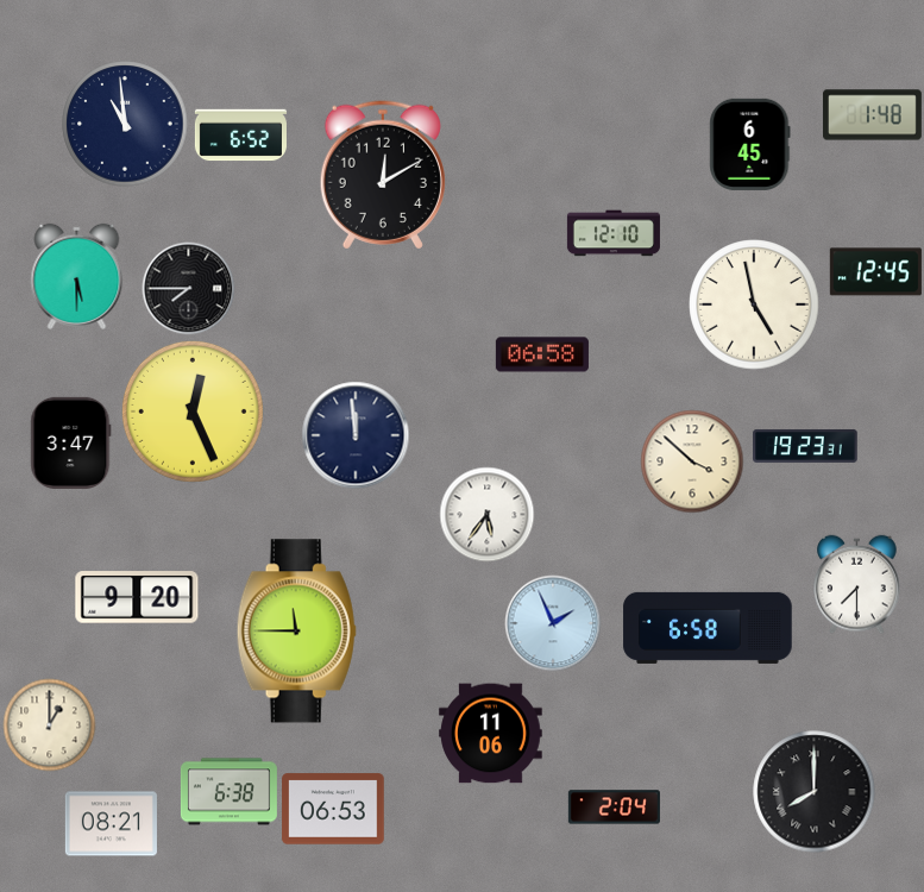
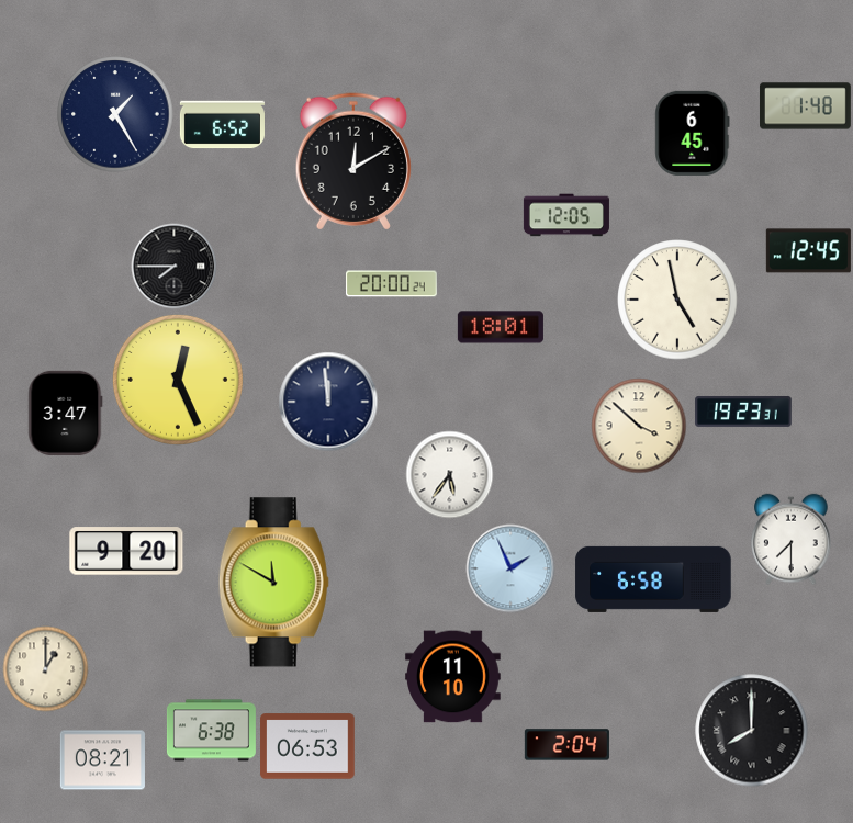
clock at (125, 124): 10:59 -> 1:25
clock at (614, 233): 12:10 -> 12:05
clock at (77, 276): 5:30 -> none
clock at (754, 304) position: (754, 304) -> (677, 300)
clock at (391, 284): none -> 20:00
clock at (542, 354): 06:58 -> 18:01
clock at (71, 442) position: (71, 442) -> (66, 413)
clock at (553, 623) position: (553, 623) -> (510, 568)
clock at (296, 632): 11:45 -> 11:50
clock at (491, 734): 11:06 -> 11:10
